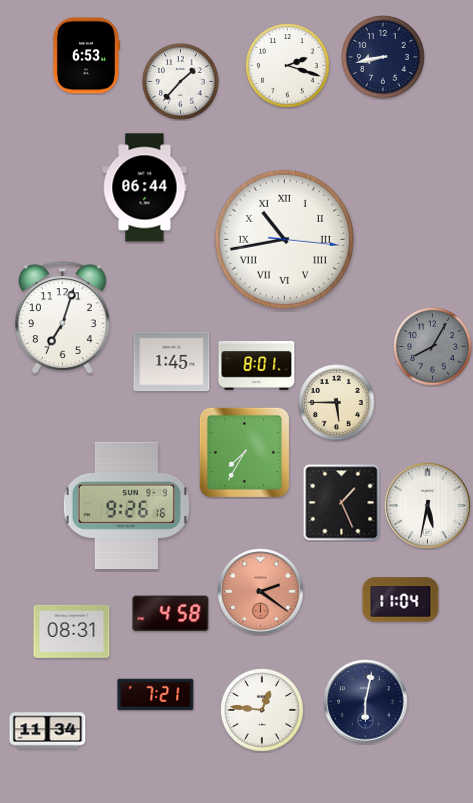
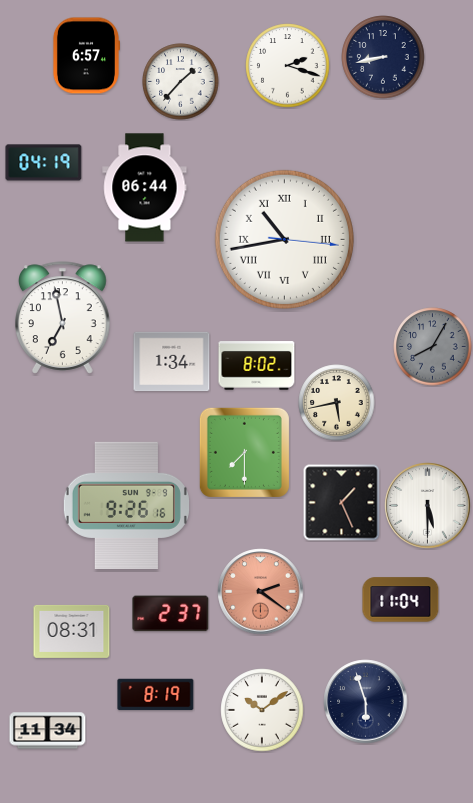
clock at (86, 56): 6:53 -> 6:57
clock at (44, 163): none -> 04:19
clock at (63, 318): 7:03 -> 6:58
clock at (172, 362): 1:45 -> 1:34
clock at (257, 366): 8:01 -> 8:02
clock at (337, 403): 5:45 -> 5:43
clock at (244, 452): 7:35 -> 7:30
clock at (428, 506): 5:32 -> 5:30
clock at (171, 614): 4:58 -> 2:37
clock at (156, 695): 7:21 -> 8:19
clock at (366, 702): 6:02 -> 5:57
clock at (262, 710): 12:46 -> 10:09
